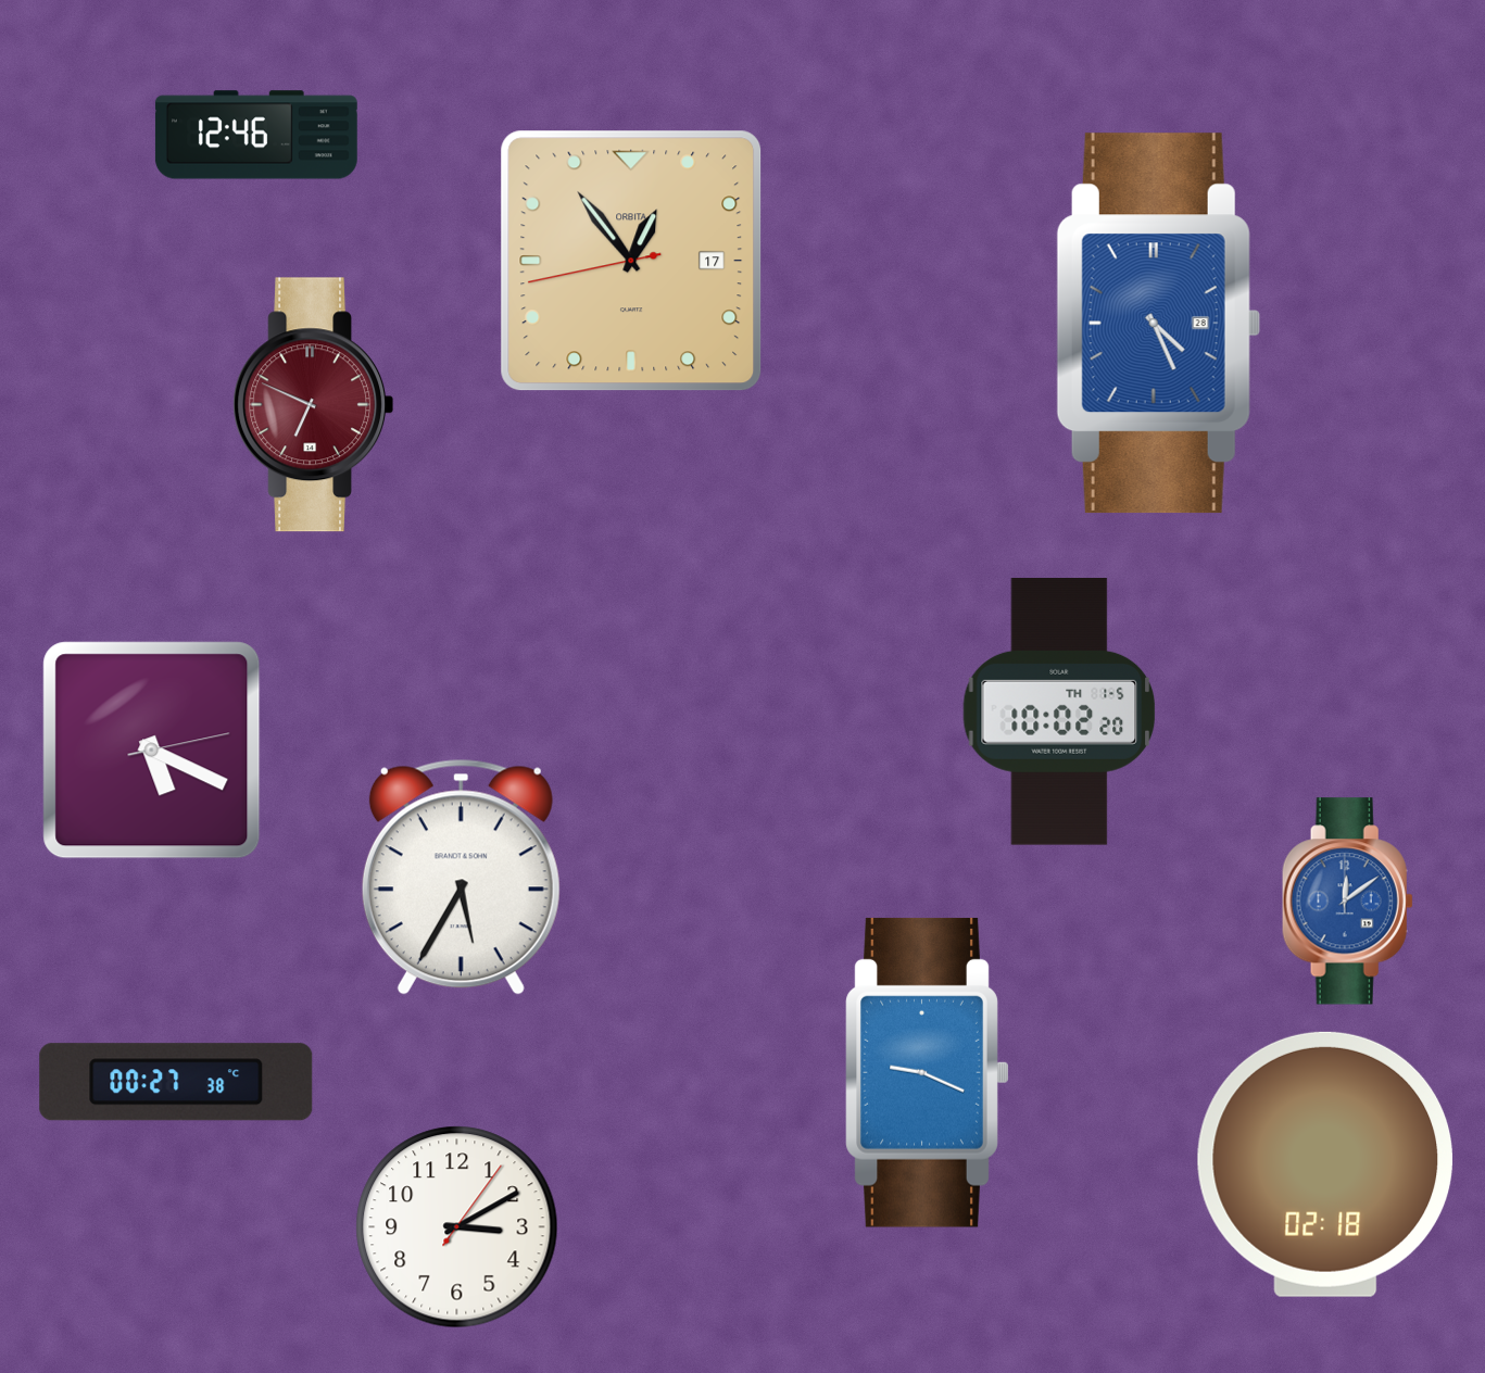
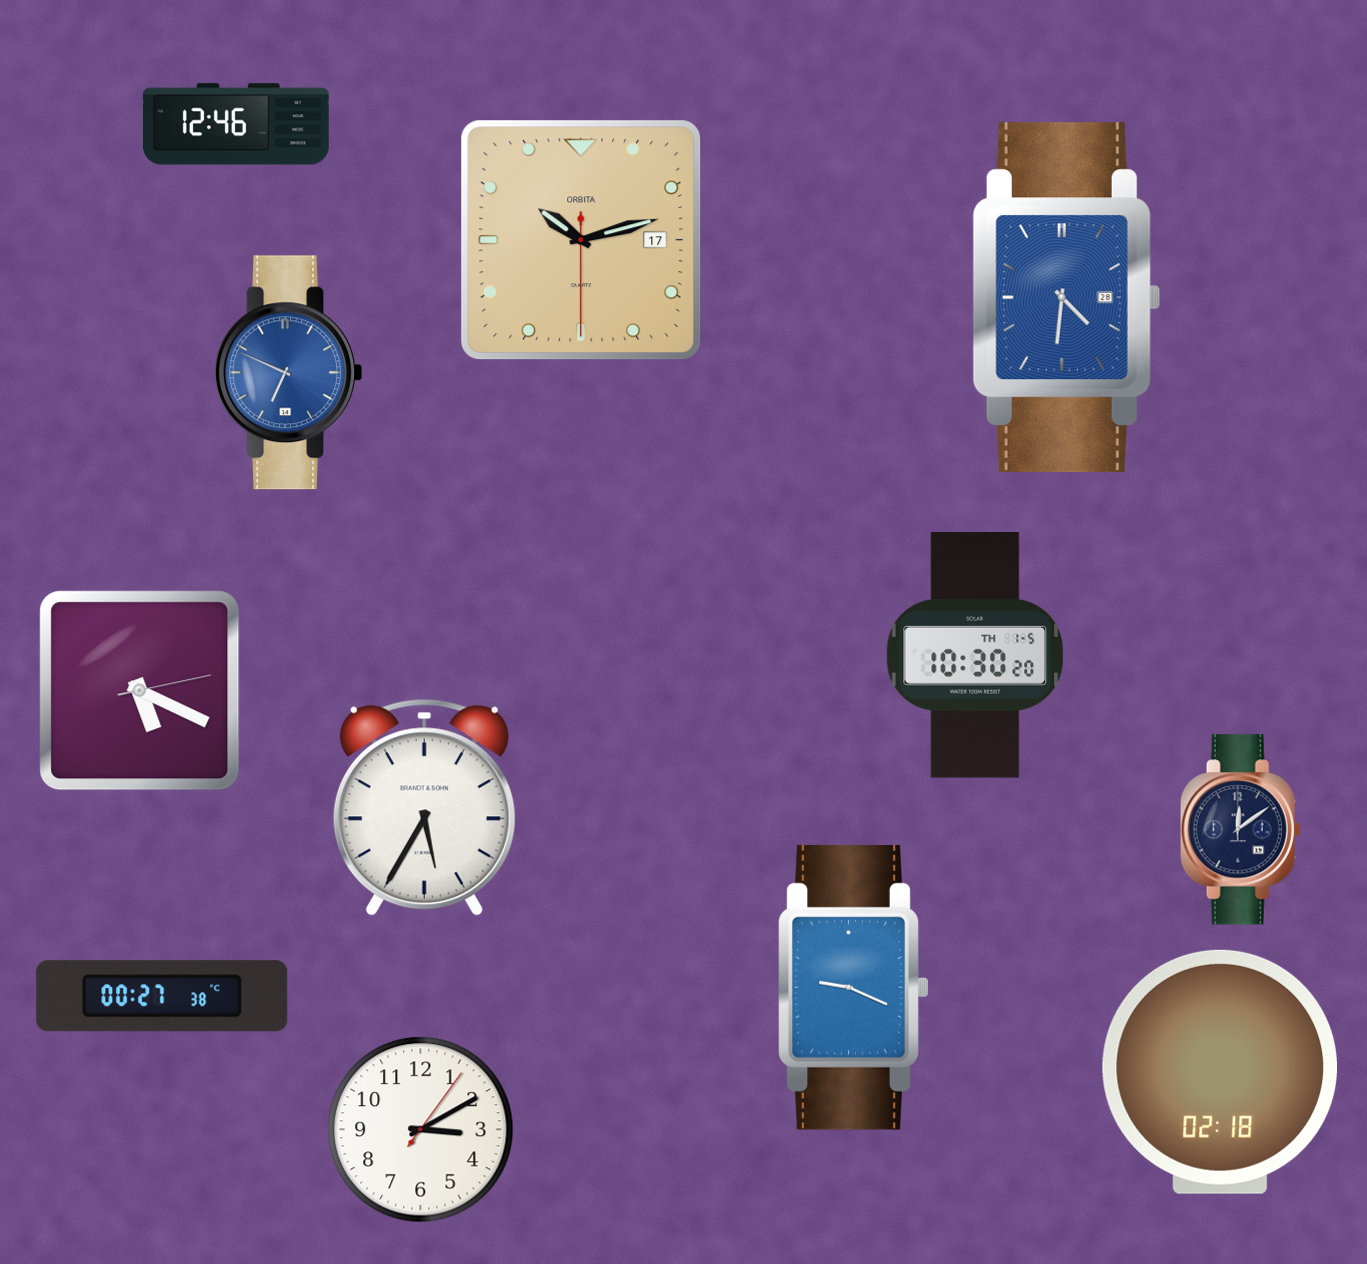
clock at (631, 261): 12:53 -> 10:12
clock at (1158, 324): 4:26 -> 4:31
clock at (314, 405) dial: burgundy -> blue
clock at (1059, 711): 10:02 -> 10:30
clock at (1347, 902) dial: blue -> navy
